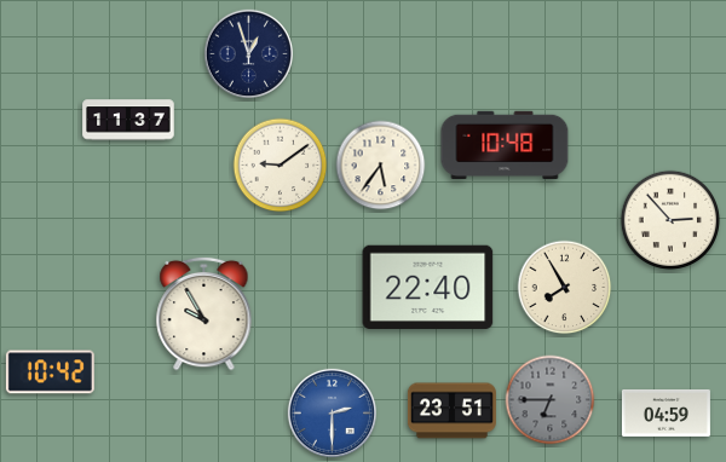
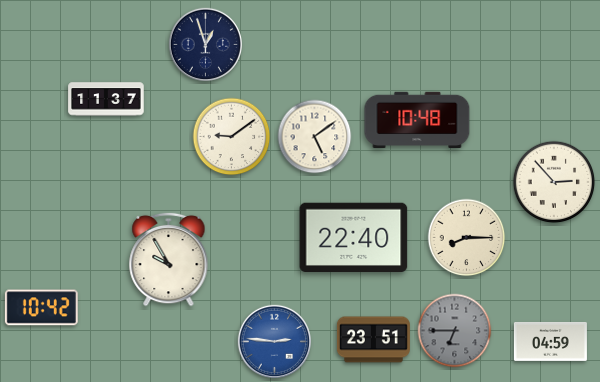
clock at (381, 166): 5:36 -> 5:09
clock at (565, 288): 7:55 -> 8:15
clock at (332, 412): 2:30 -> 2:46
